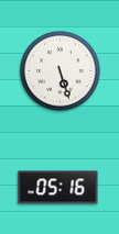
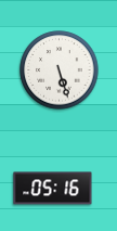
clock at (58, 188) position: (58, 188) -> (53, 189)
